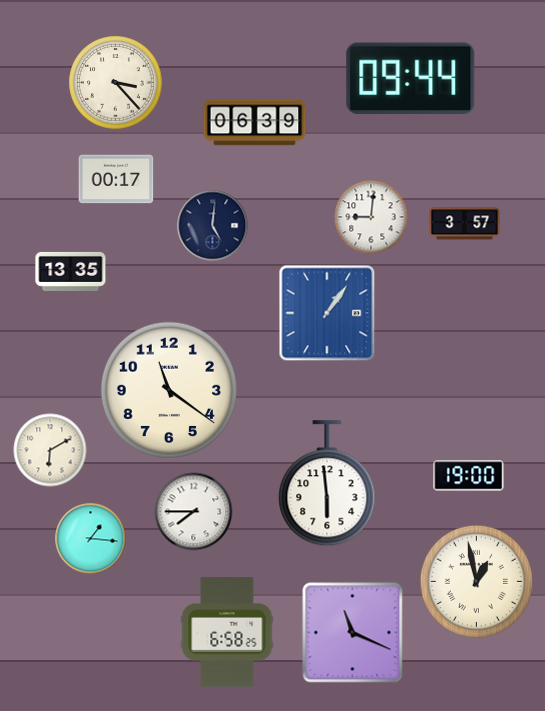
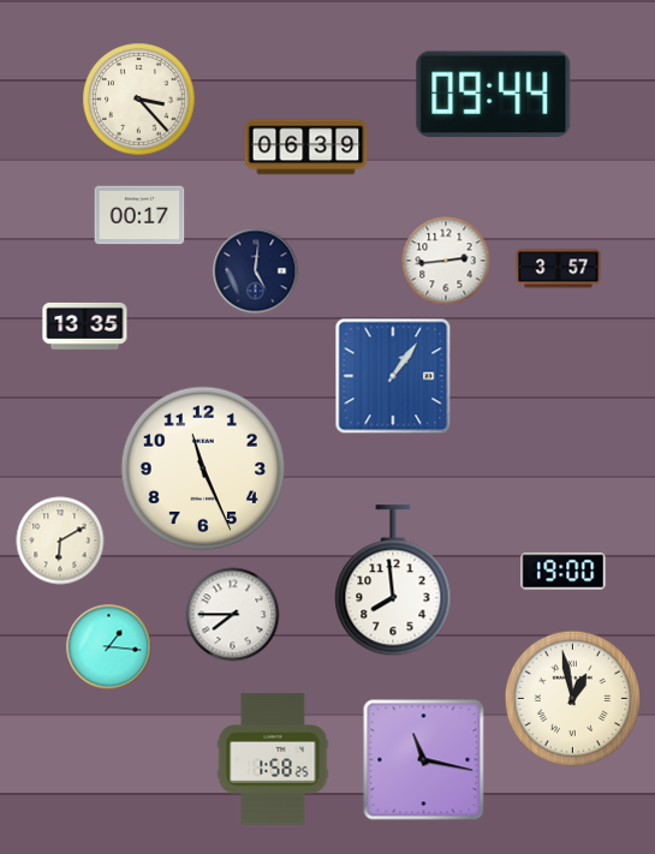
clock at (371, 217): 9:01 -> 2:44
clock at (168, 389): 11:21 -> 11:26
clock at (327, 484): 5:59 -> 7:59
clock at (227, 632): 6:58 -> 1:58
clock at (353, 633): 11:19 -> 11:17
